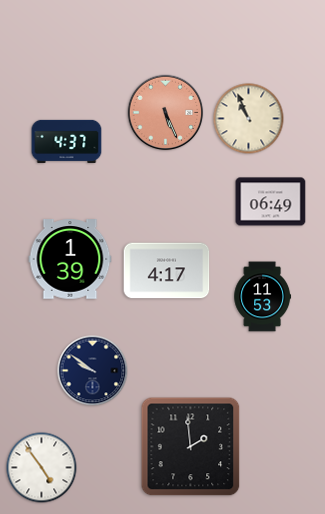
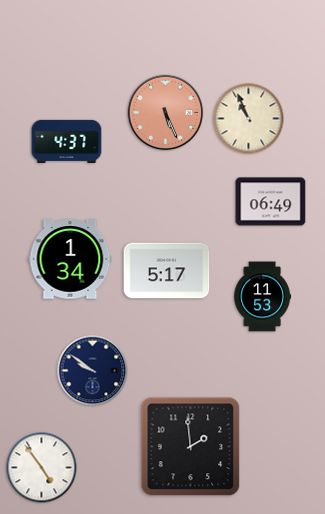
clock at (70, 259): 1:39 -> 1:34
clock at (167, 271): 4:17 -> 5:17
